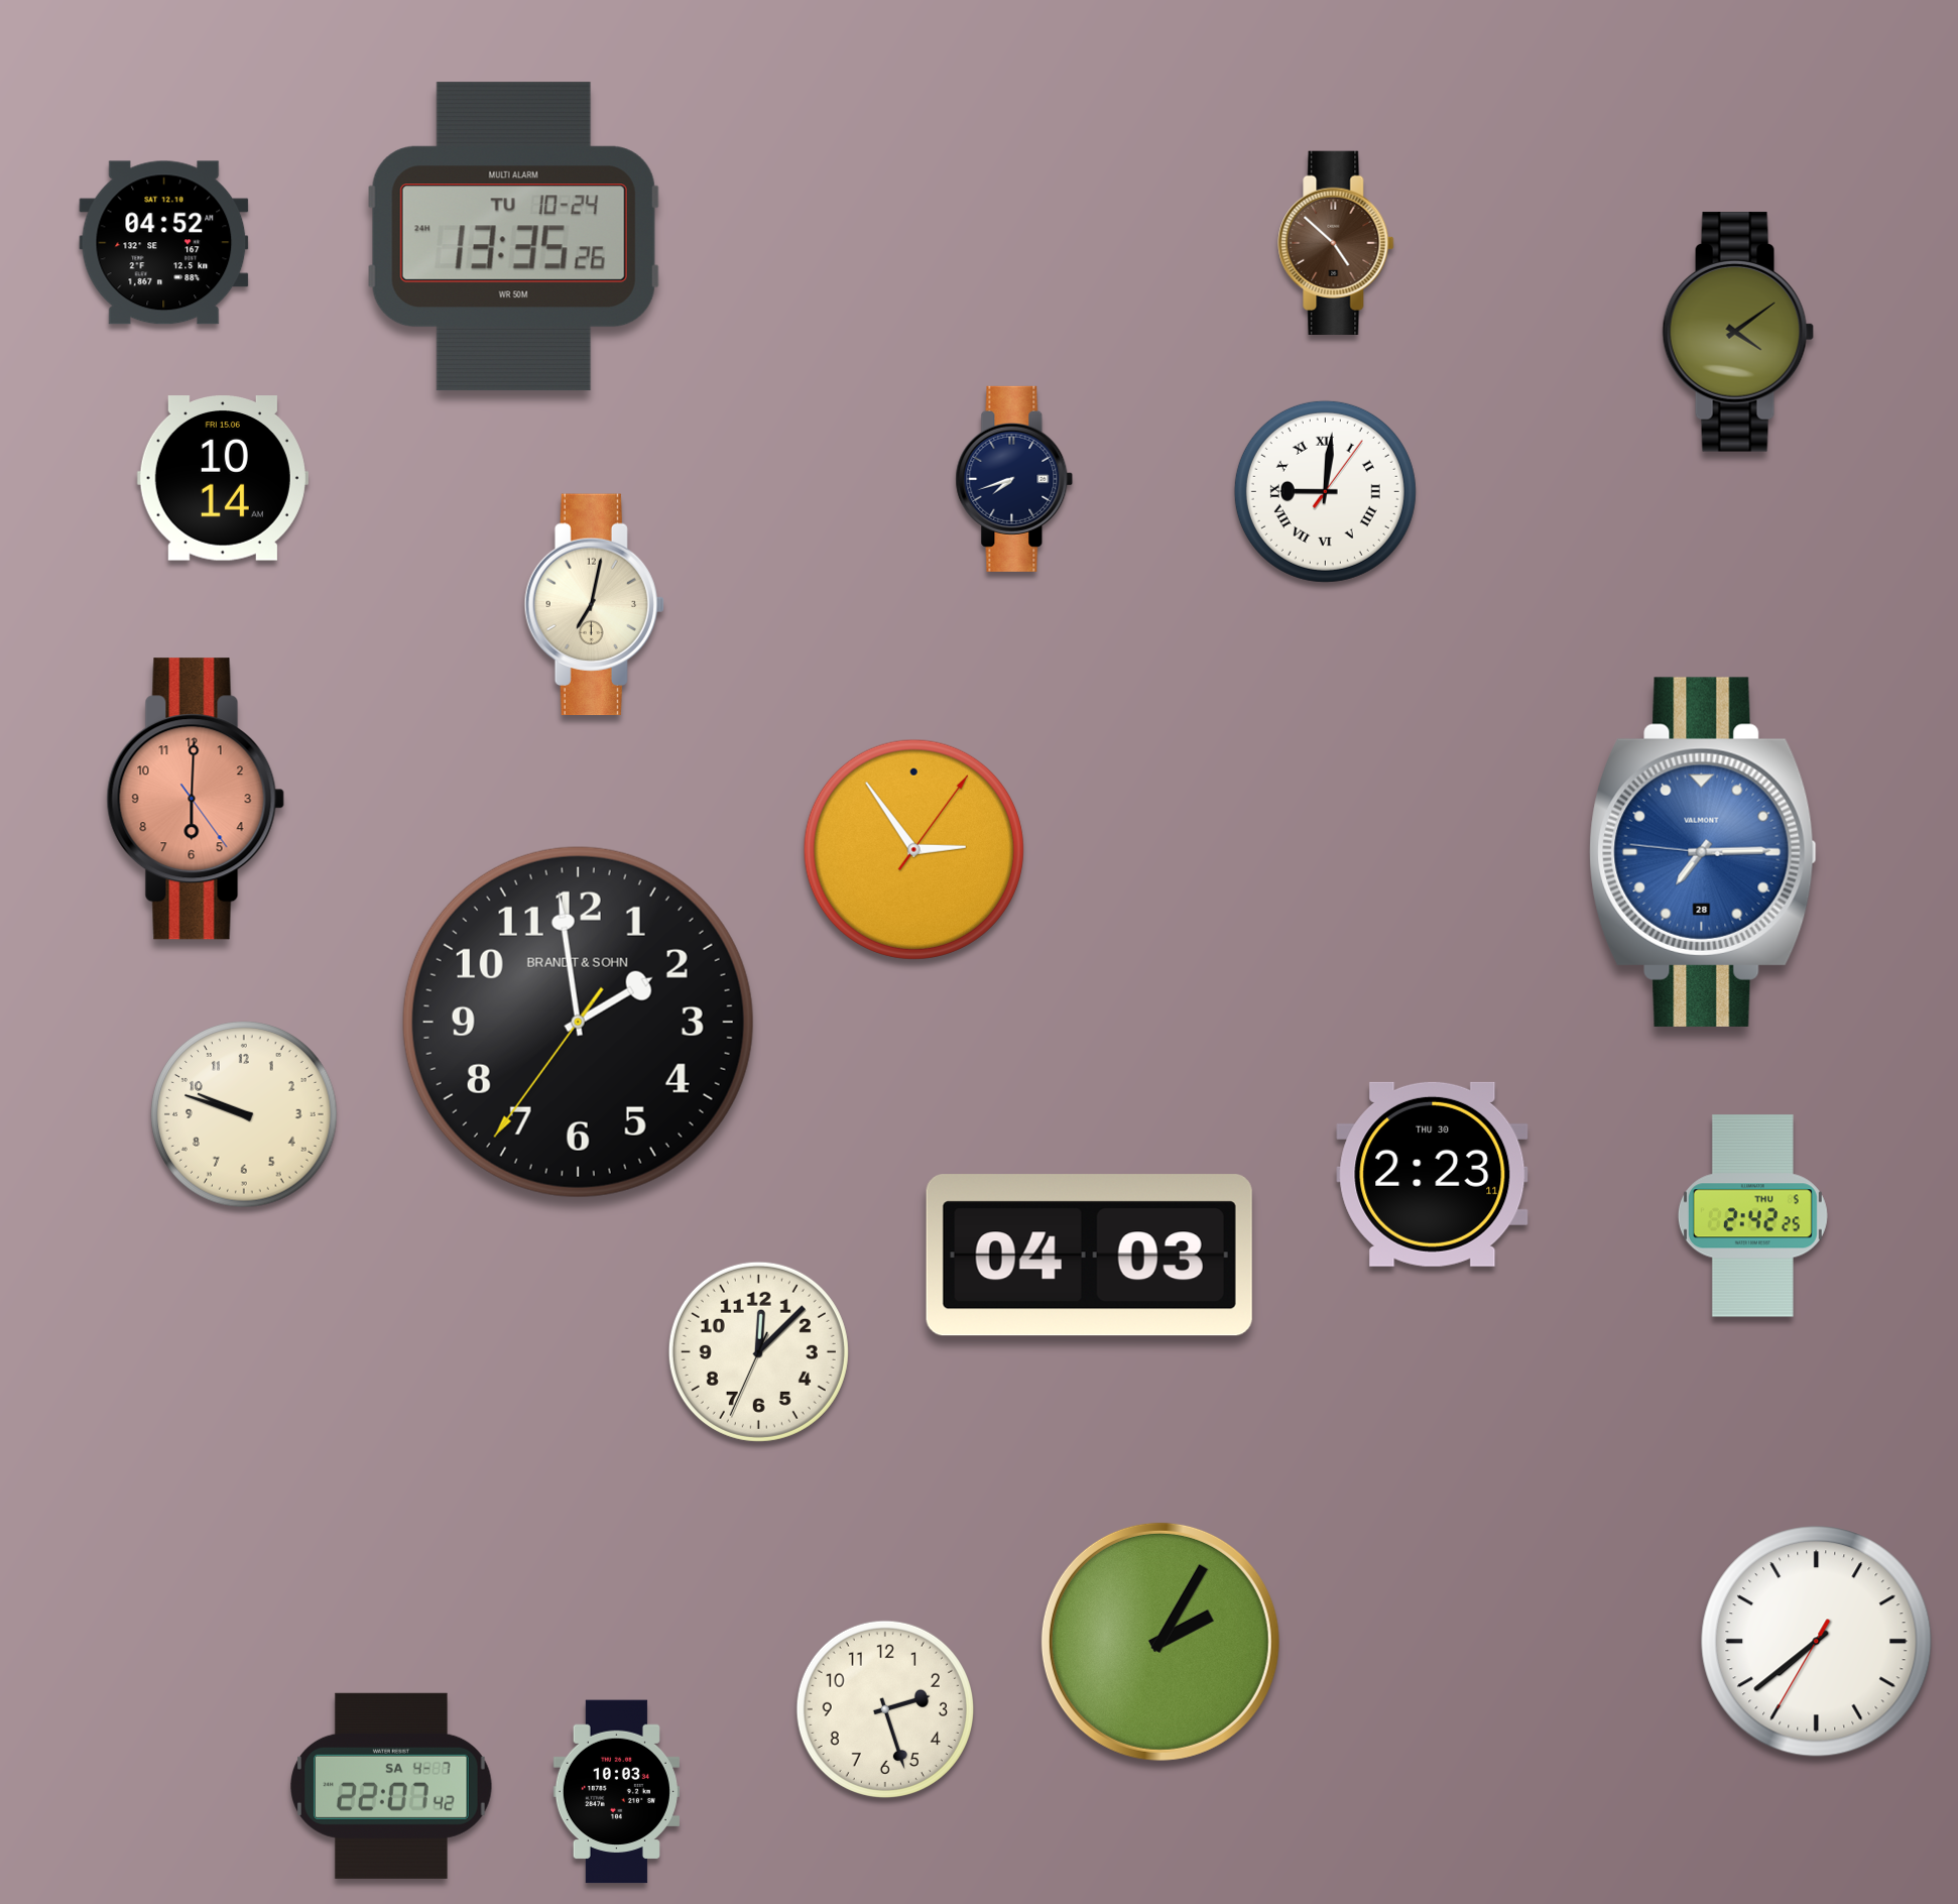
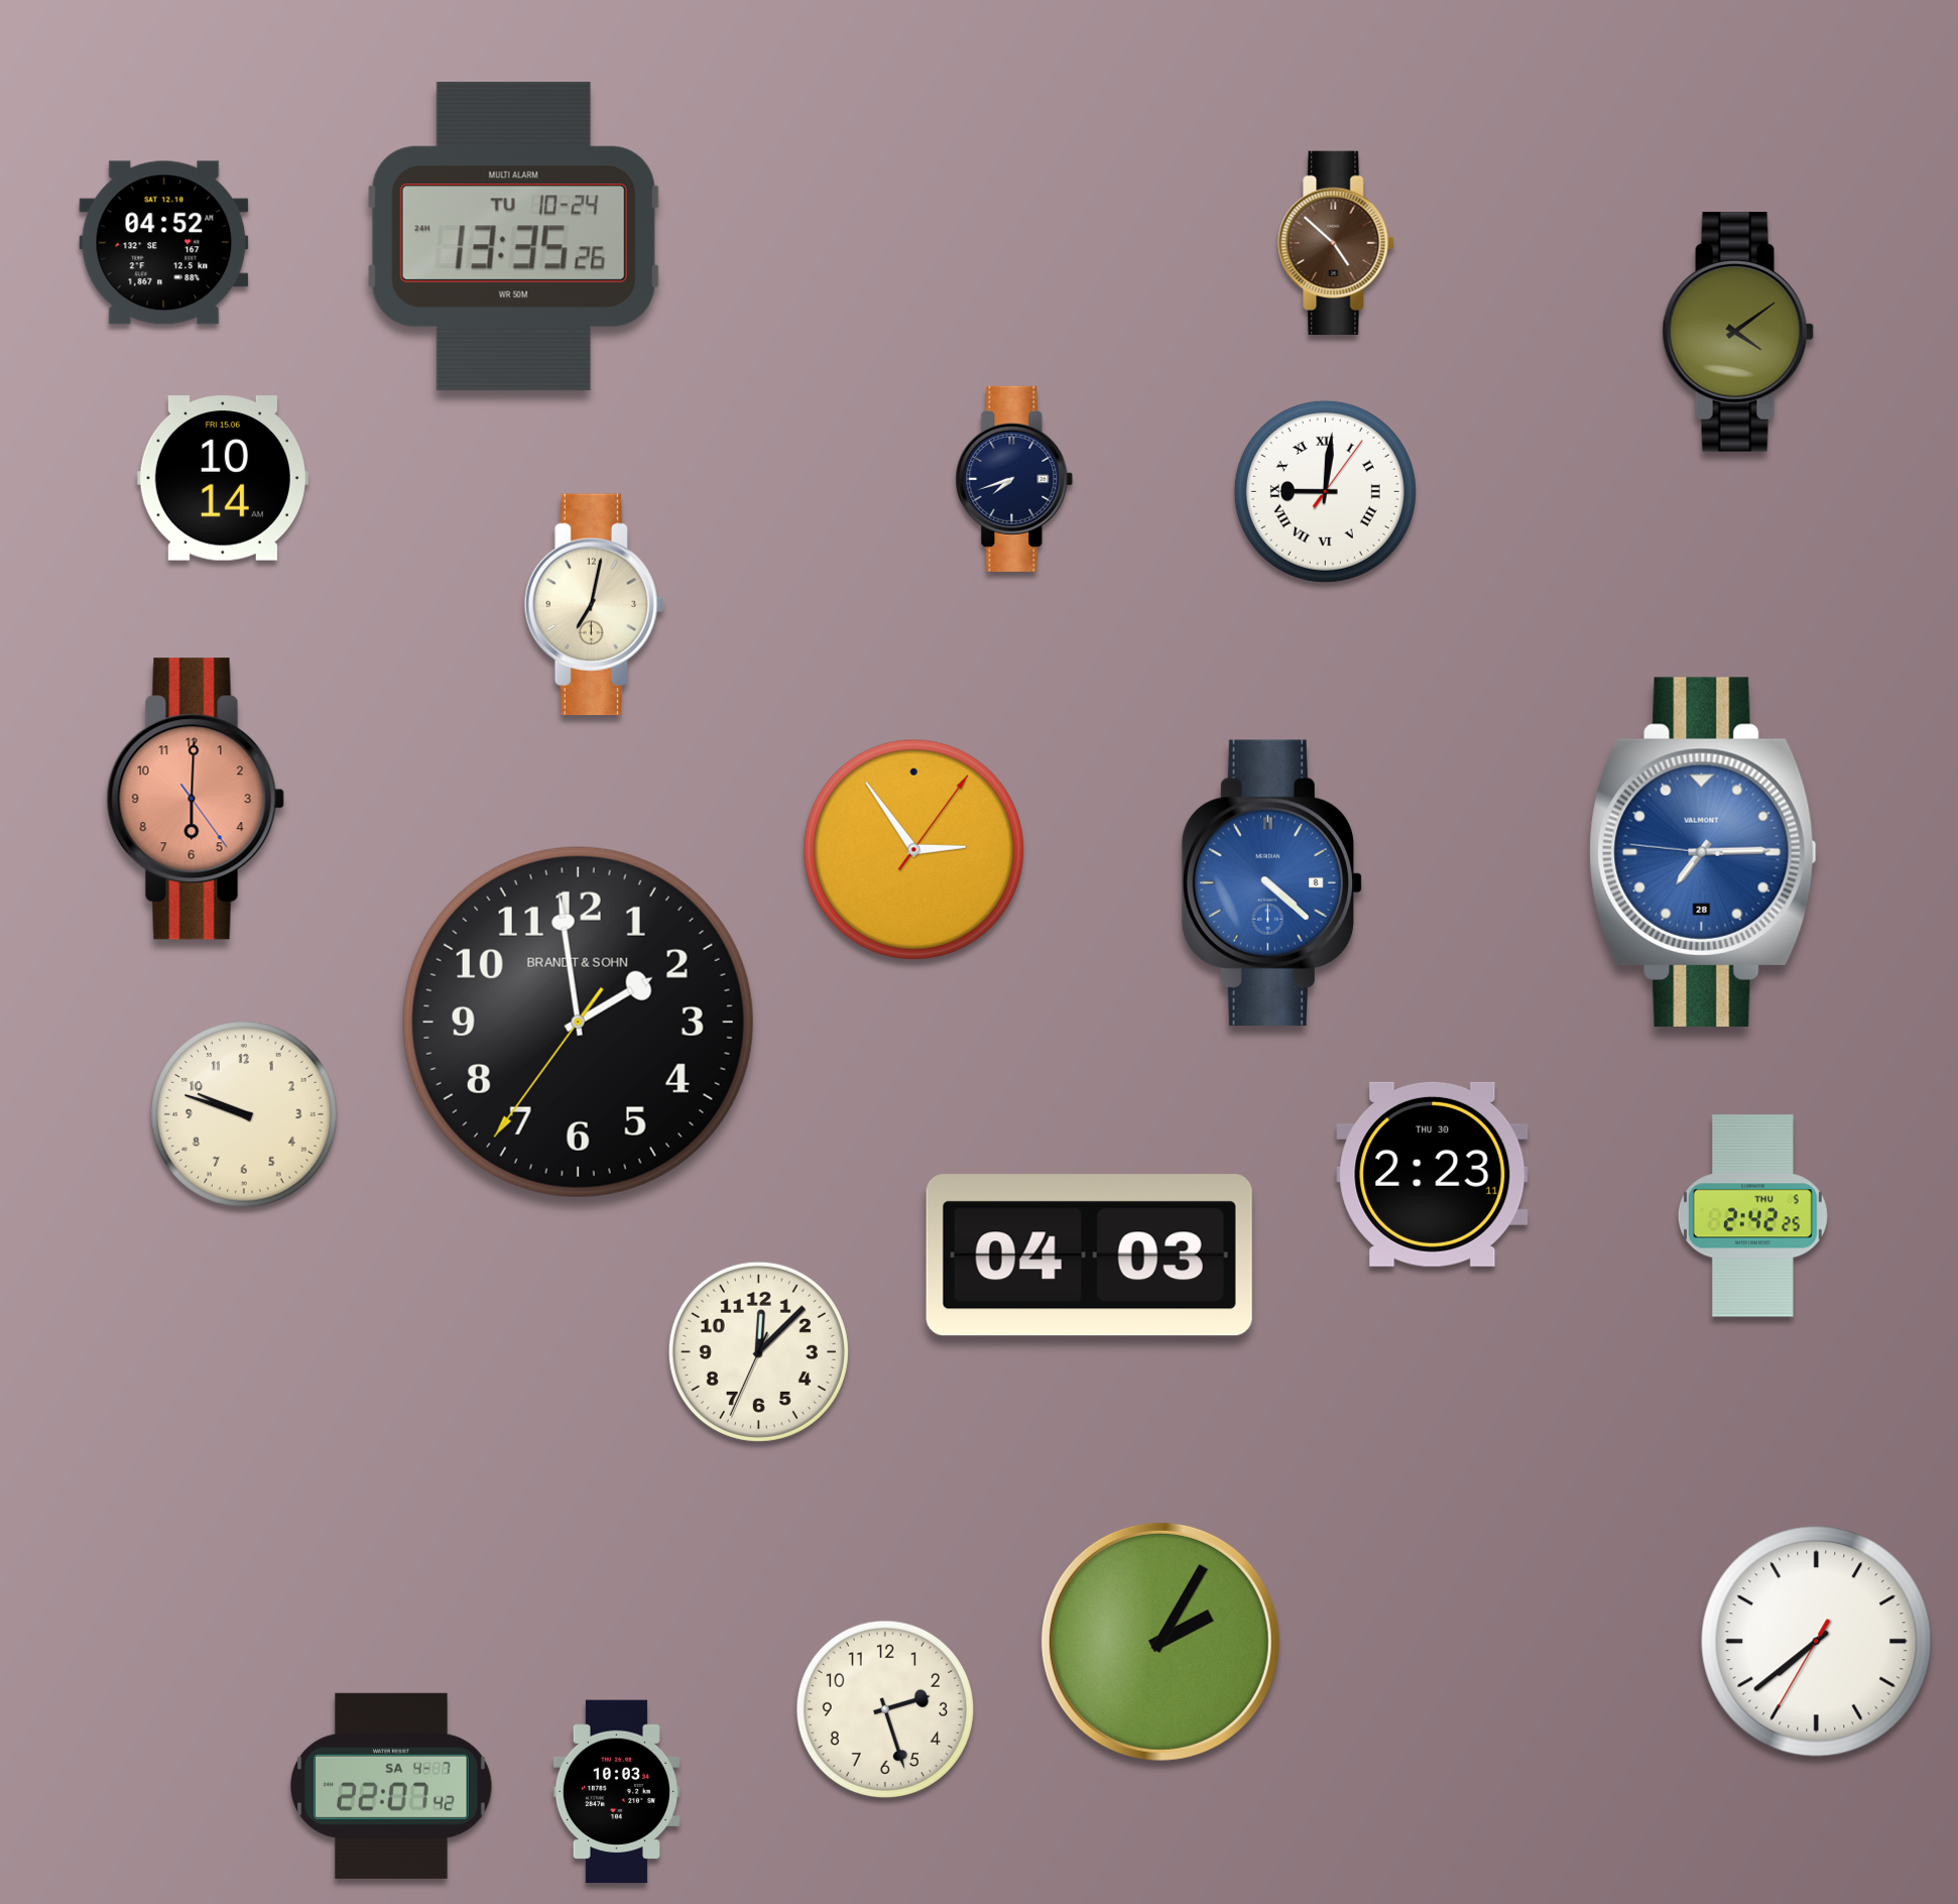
clock at (1271, 882): none -> 4:22
